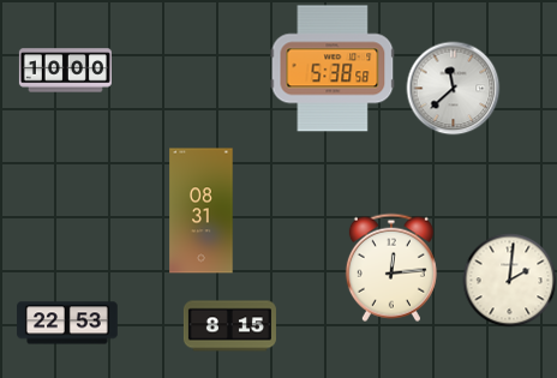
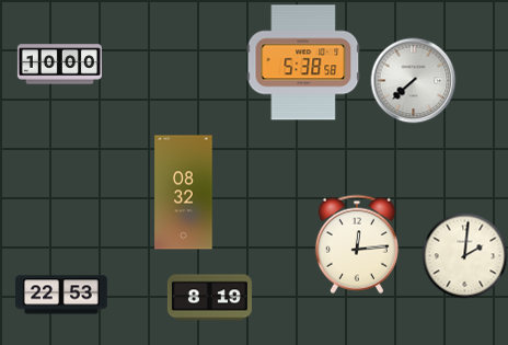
clock at (453, 88): 11:38 -> 7:38
clock at (202, 211): 08:31 -> 08:32
clock at (229, 326): 8:15 -> 8:19
